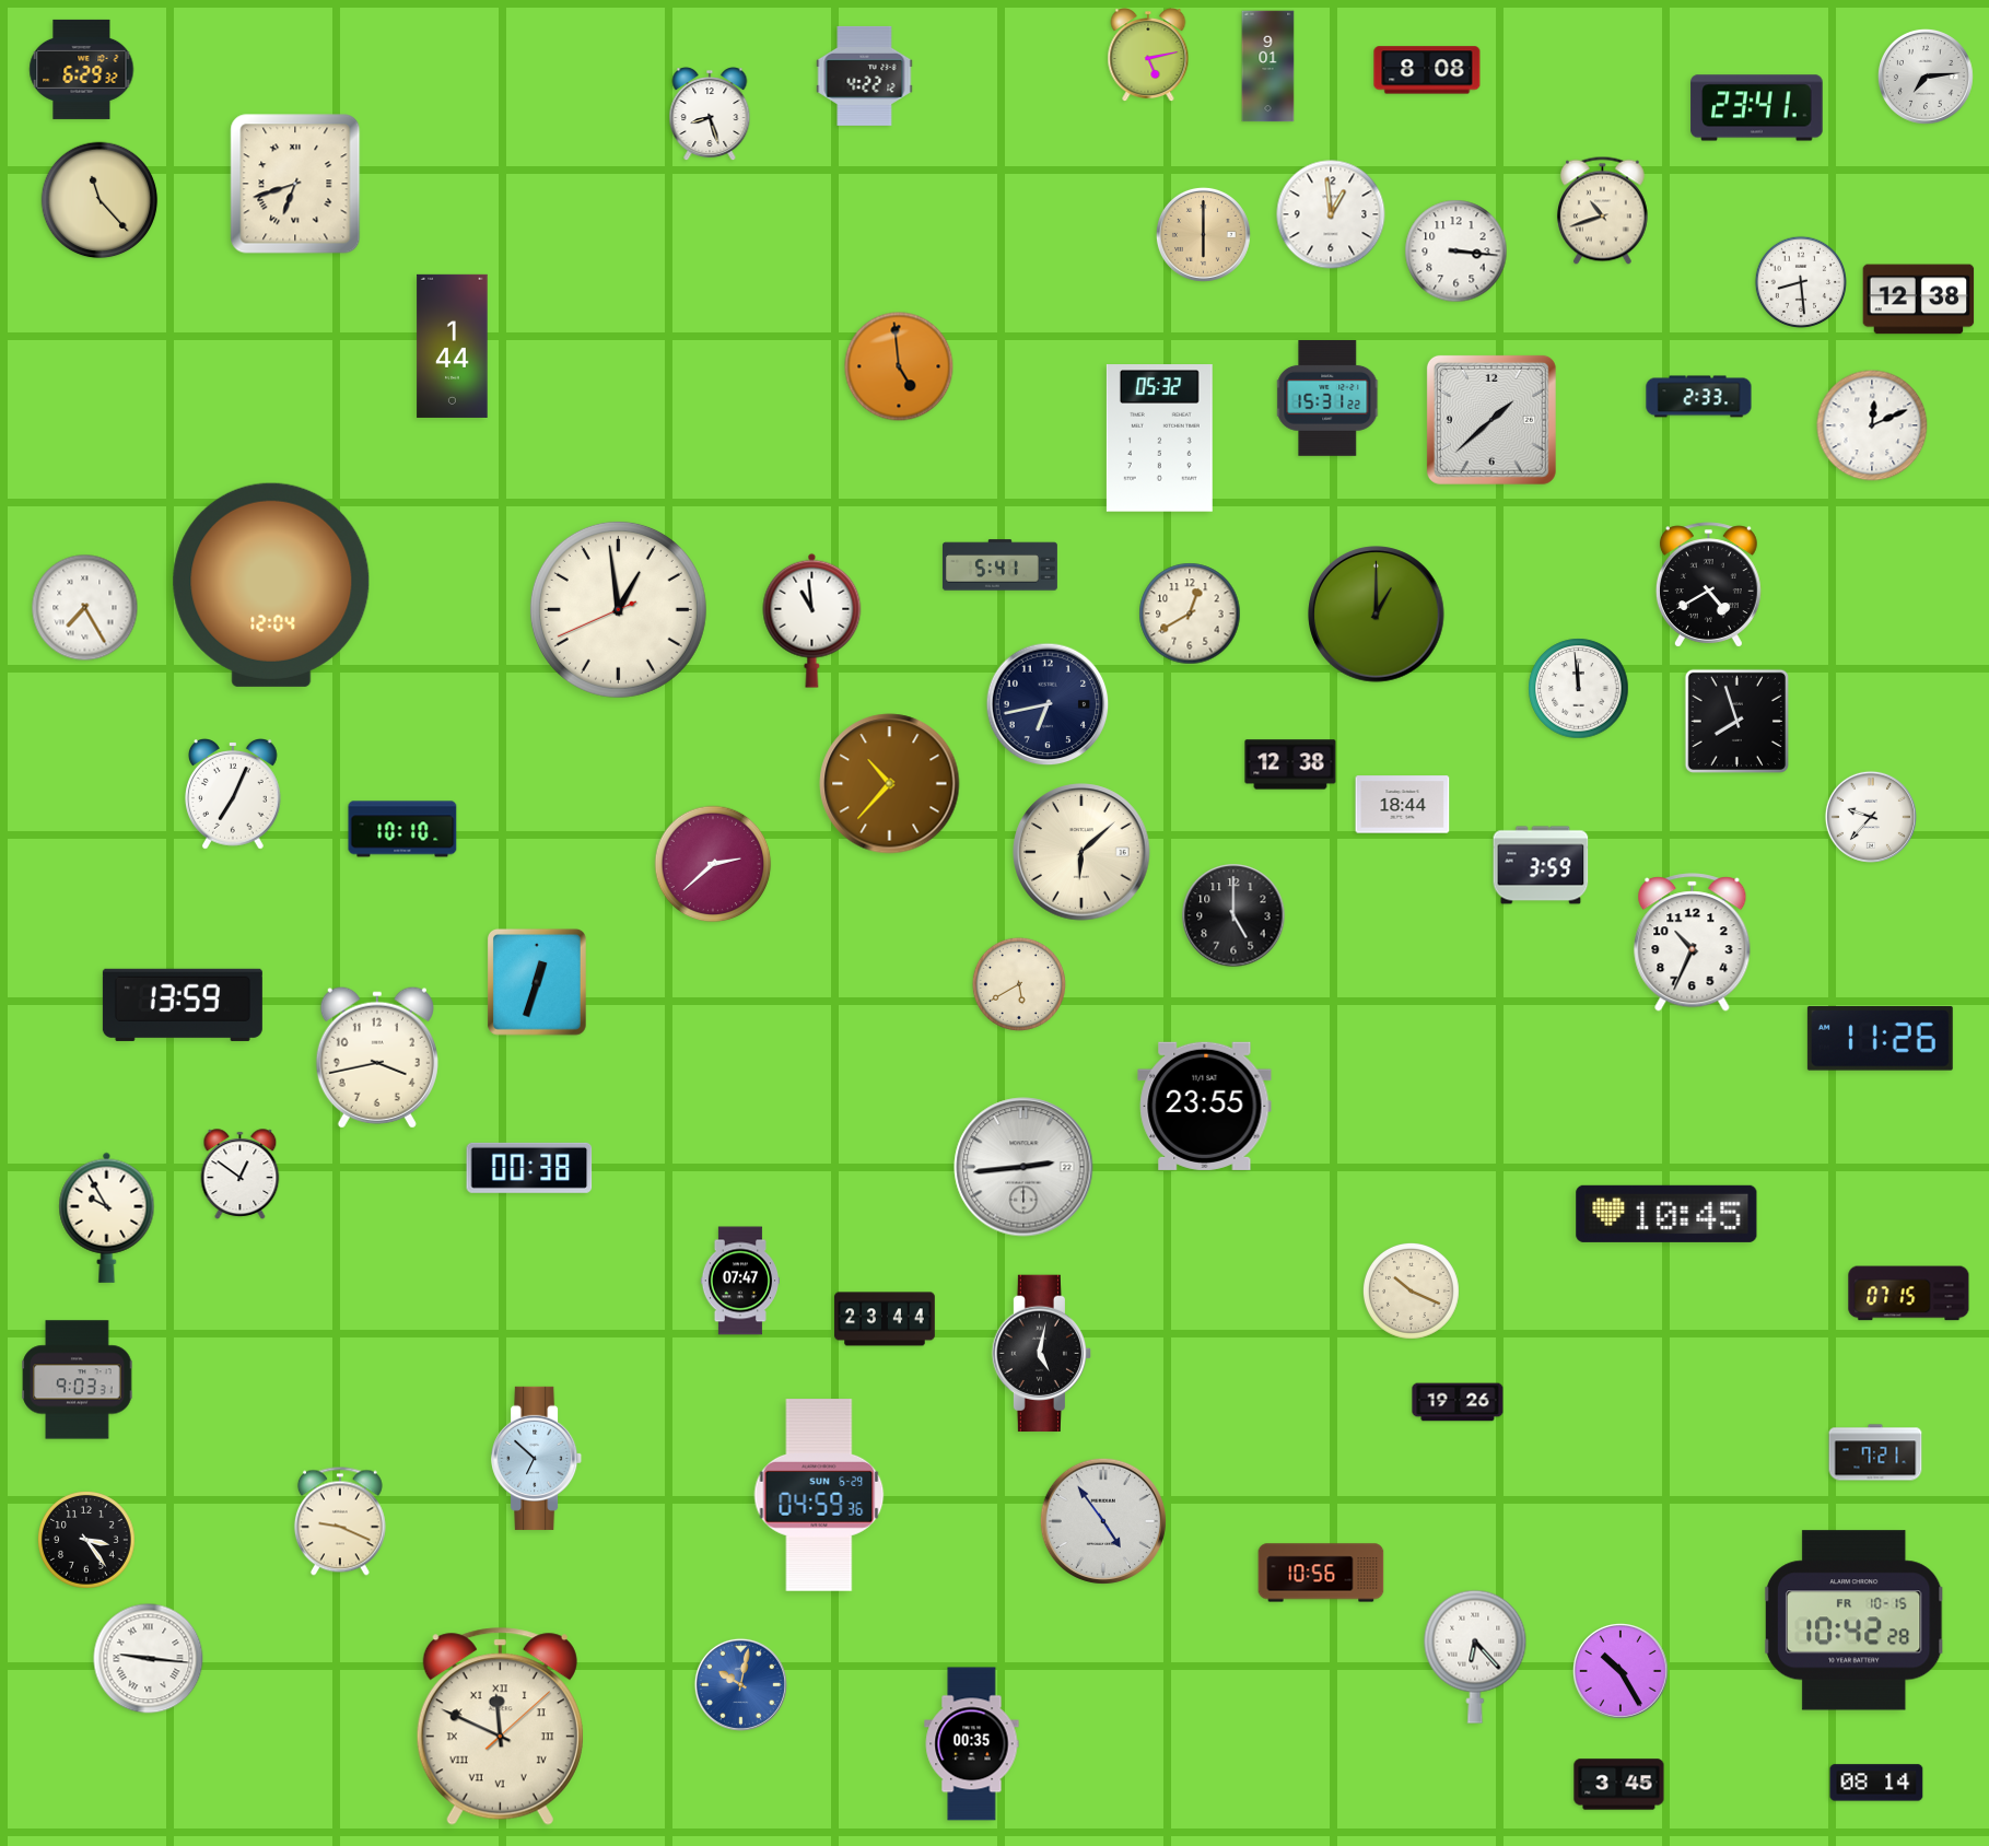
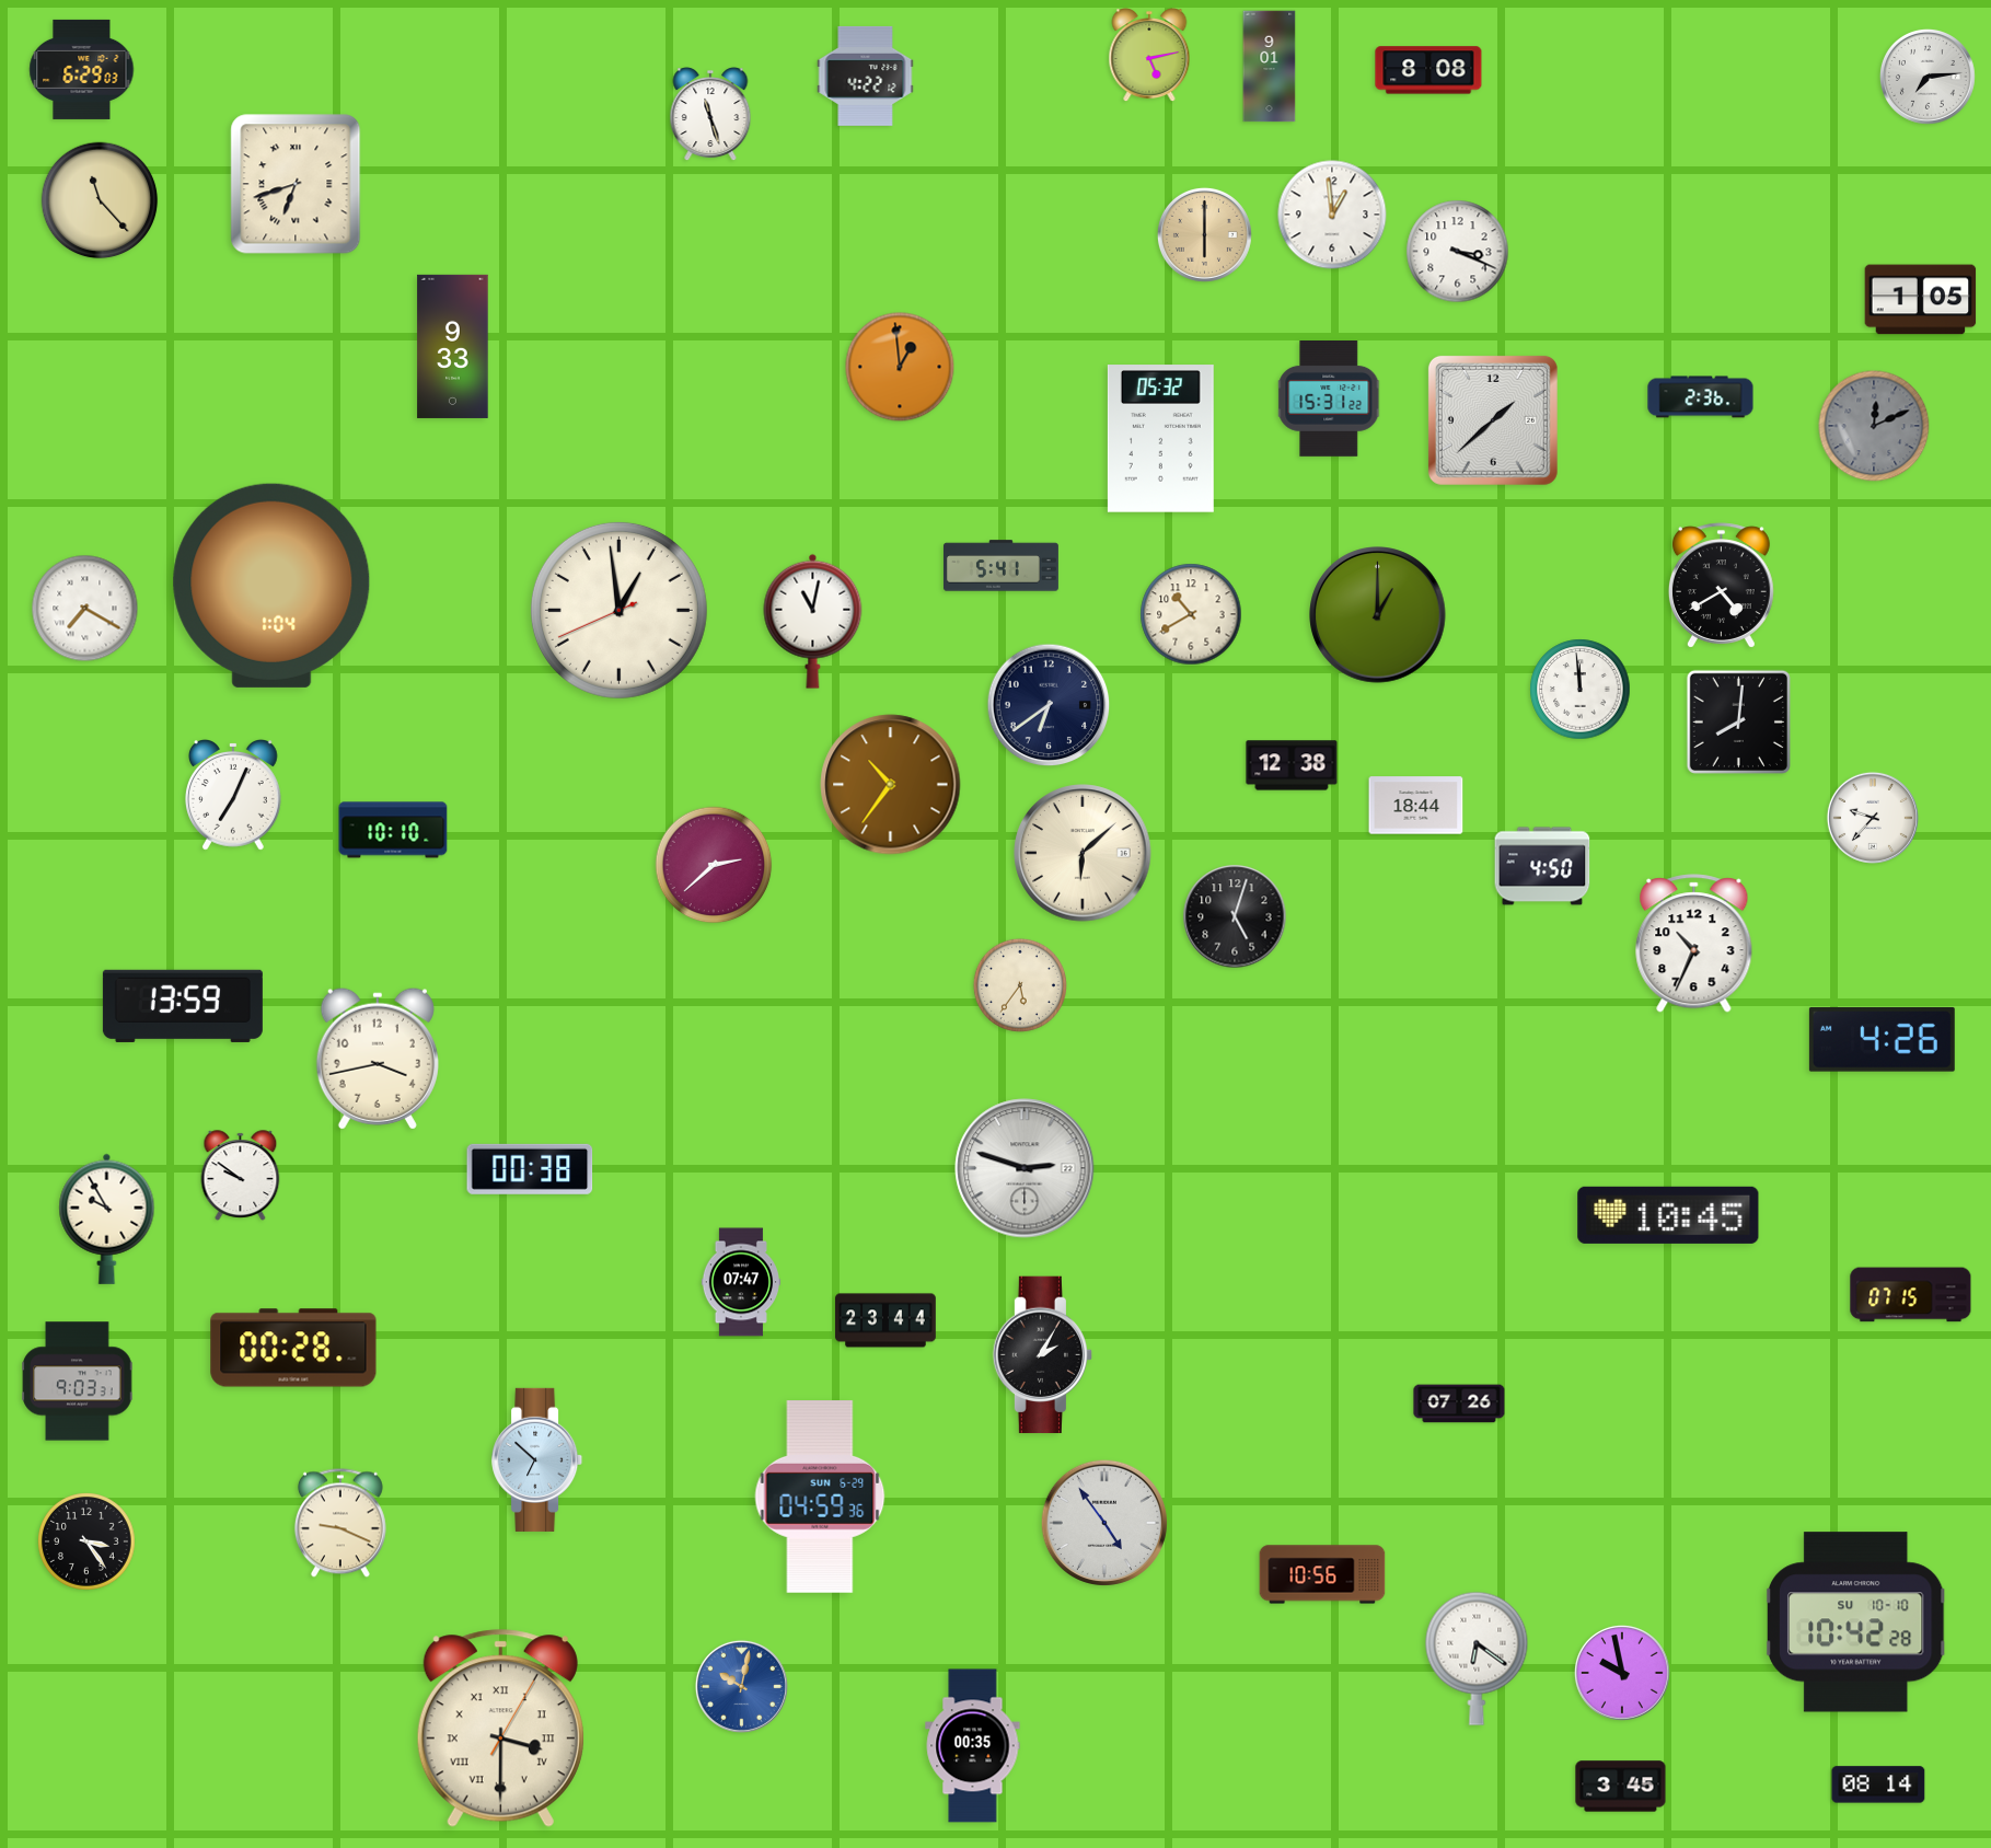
clock at (82, 69): 6:29:32 -> 6:29:03
clock at (1757, 108): 23:41 -> none
clock at (710, 115): 8:27 -> 11:27
clock at (1602, 211): 10:42 -> none
clock at (1456, 252): 3:16 -> 3:19
clock at (1801, 282): 8:29 -> none
clock at (1919, 300): 12:38 -> 1:05
clock at (453, 346): 1:44 -> 9:33
clock at (899, 366): 4:59 -> 12:59
clock at (1699, 397): 2:33 -> 2:36
clock at (1872, 425) dial: white -> grey
clock at (271, 585): 12:04 -> 1:04
clock at (1708, 585) position: (1708, 585) -> (1721, 586)
clock at (85, 608): 7:25 -> 7:20
clock at (1190, 614): 12:40 -> 10:40
clock at (812, 620): 10:59 -> 11:02
clock at (1048, 704): 6:43 -> 6:39
clock at (1736, 721): 7:57 -> 8:01
clock at (890, 784): 10:37 -> 10:36
clock at (1403, 805) position: (1403, 805) -> (1416, 806)
clock at (402, 829) position: (402, 829) -> (393, 830)
clock at (1541, 865): 3:59 -> 4:50
clock at (1233, 915): 5:00 -> 5:03
clock at (537, 982): 12:33 -> none
clock at (1019, 984): 5:40 -> 5:36
clock at (1880, 1038): 11:26 -> 4:26
clock at (1205, 1106): 23:55 -> none
clock at (1023, 1167): 2:44 -> 2:48
clock at (241, 1175): 12:51 -> 9:51
clock at (1411, 1290): 10:19 -> none
clock at (293, 1348): none -> 00:28
clock at (1042, 1354): 5:02 -> 2:05
clock at (1458, 1402): 19:26 -> 07:26
clock at (1875, 1452): 7:21 -> none
clock at (1853, 1621) date: FR 10-15 -> SU 10-10
clock at (1475, 1657): 6:23 -> 6:21
clock at (149, 1659): 9:16 -> none
clock at (1621, 1671): 10:25 -> 9:58
clock at (500, 1727): 11:49 -> 3:30
